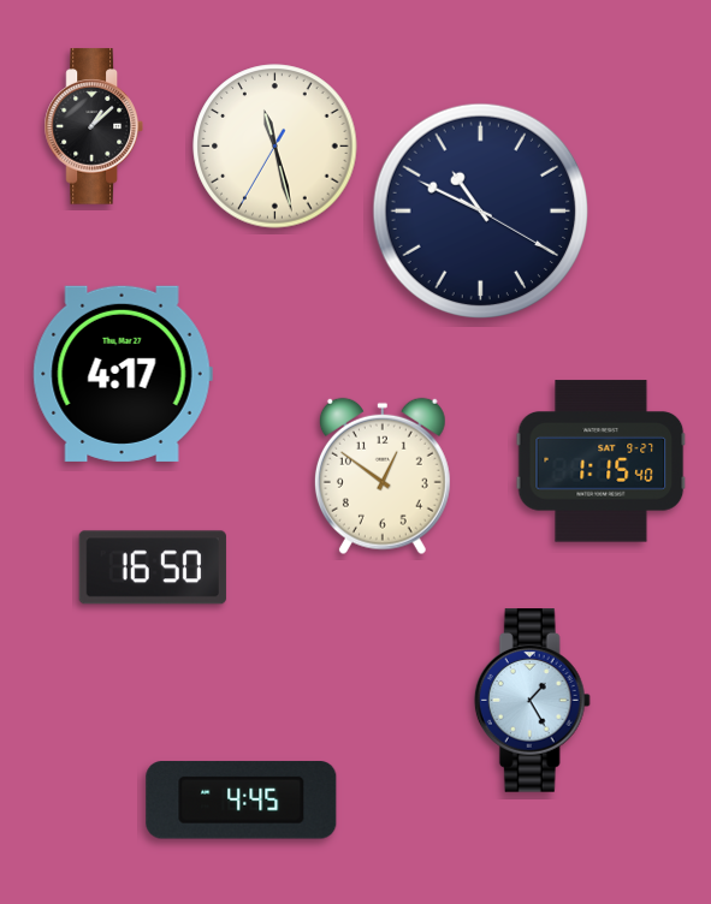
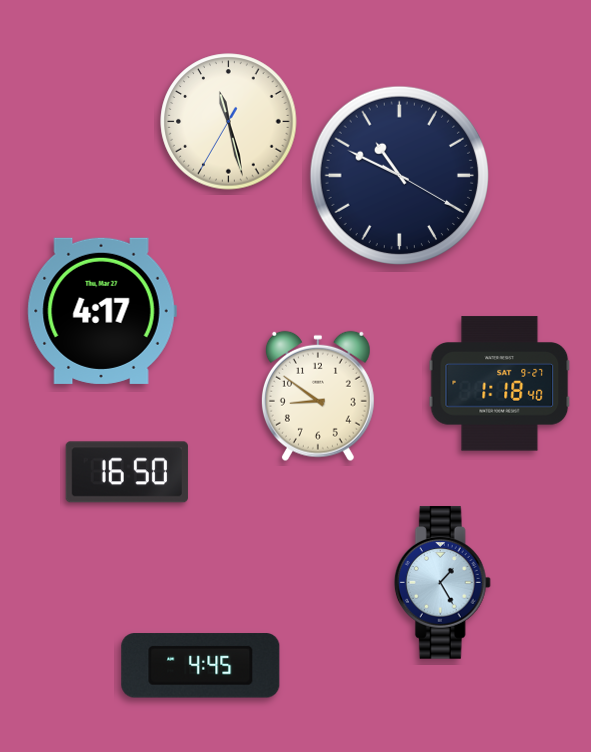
clock at (94, 126): 1:08 -> none
clock at (602, 462): 1:15 -> 1:18
clock at (383, 476): 12:51 -> 8:51
